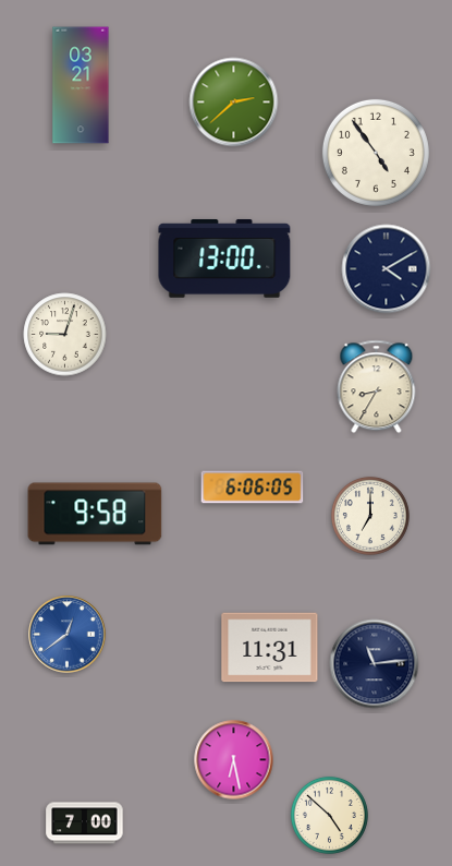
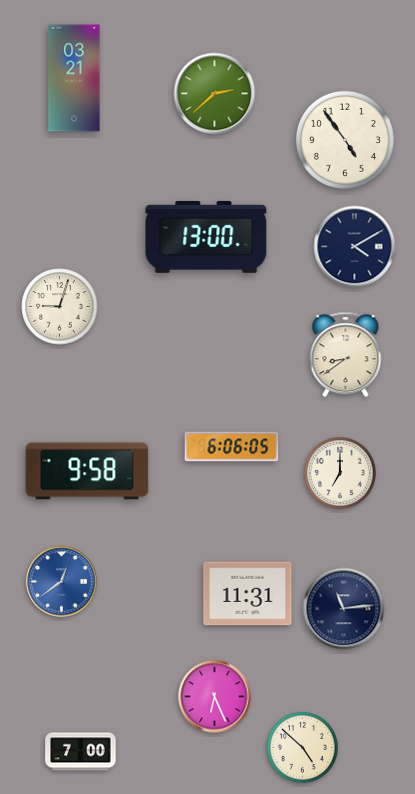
clock at (377, 387): 8:35 -> 8:39
clock at (234, 760): 6:28 -> 6:26
clock at (85, 823) position: (85, 823) -> (81, 752)
